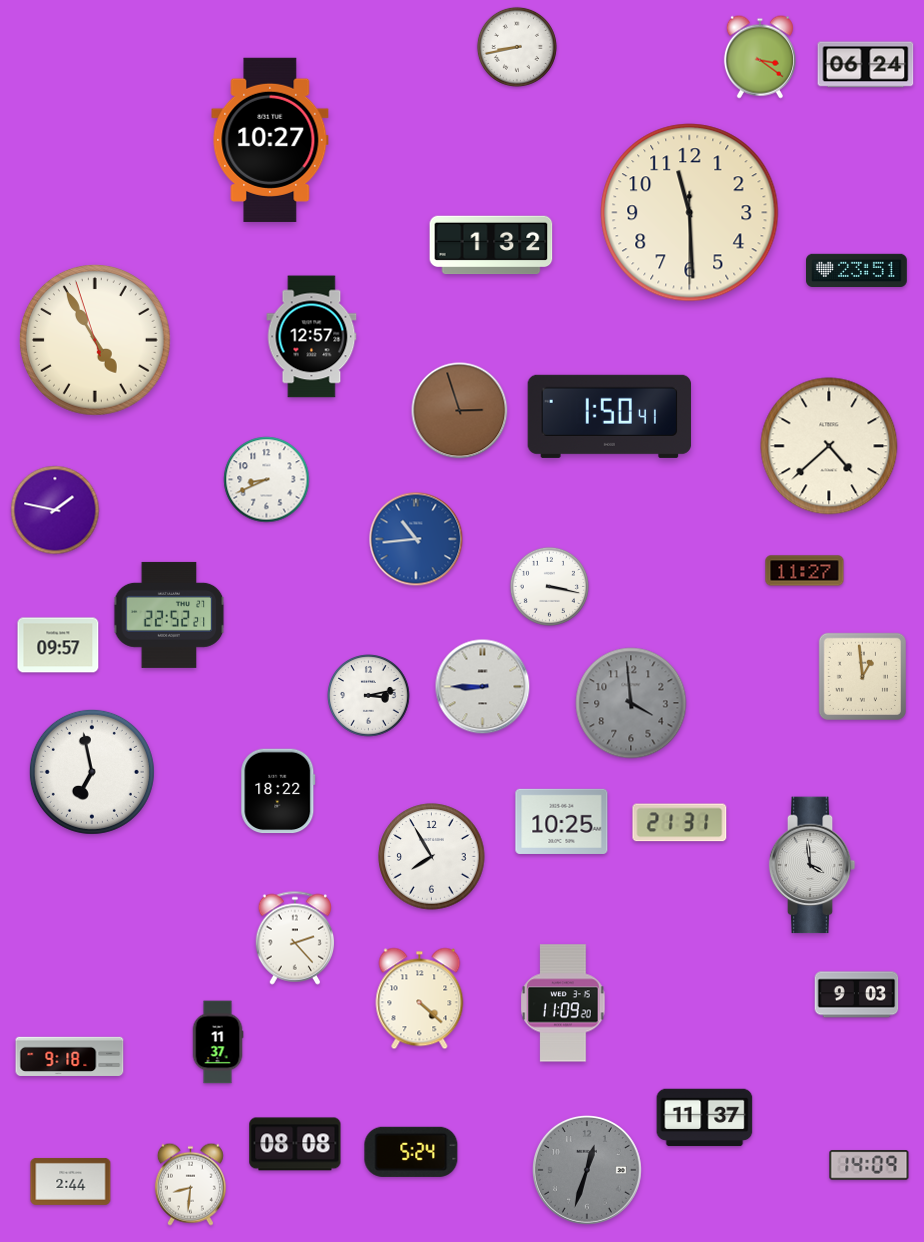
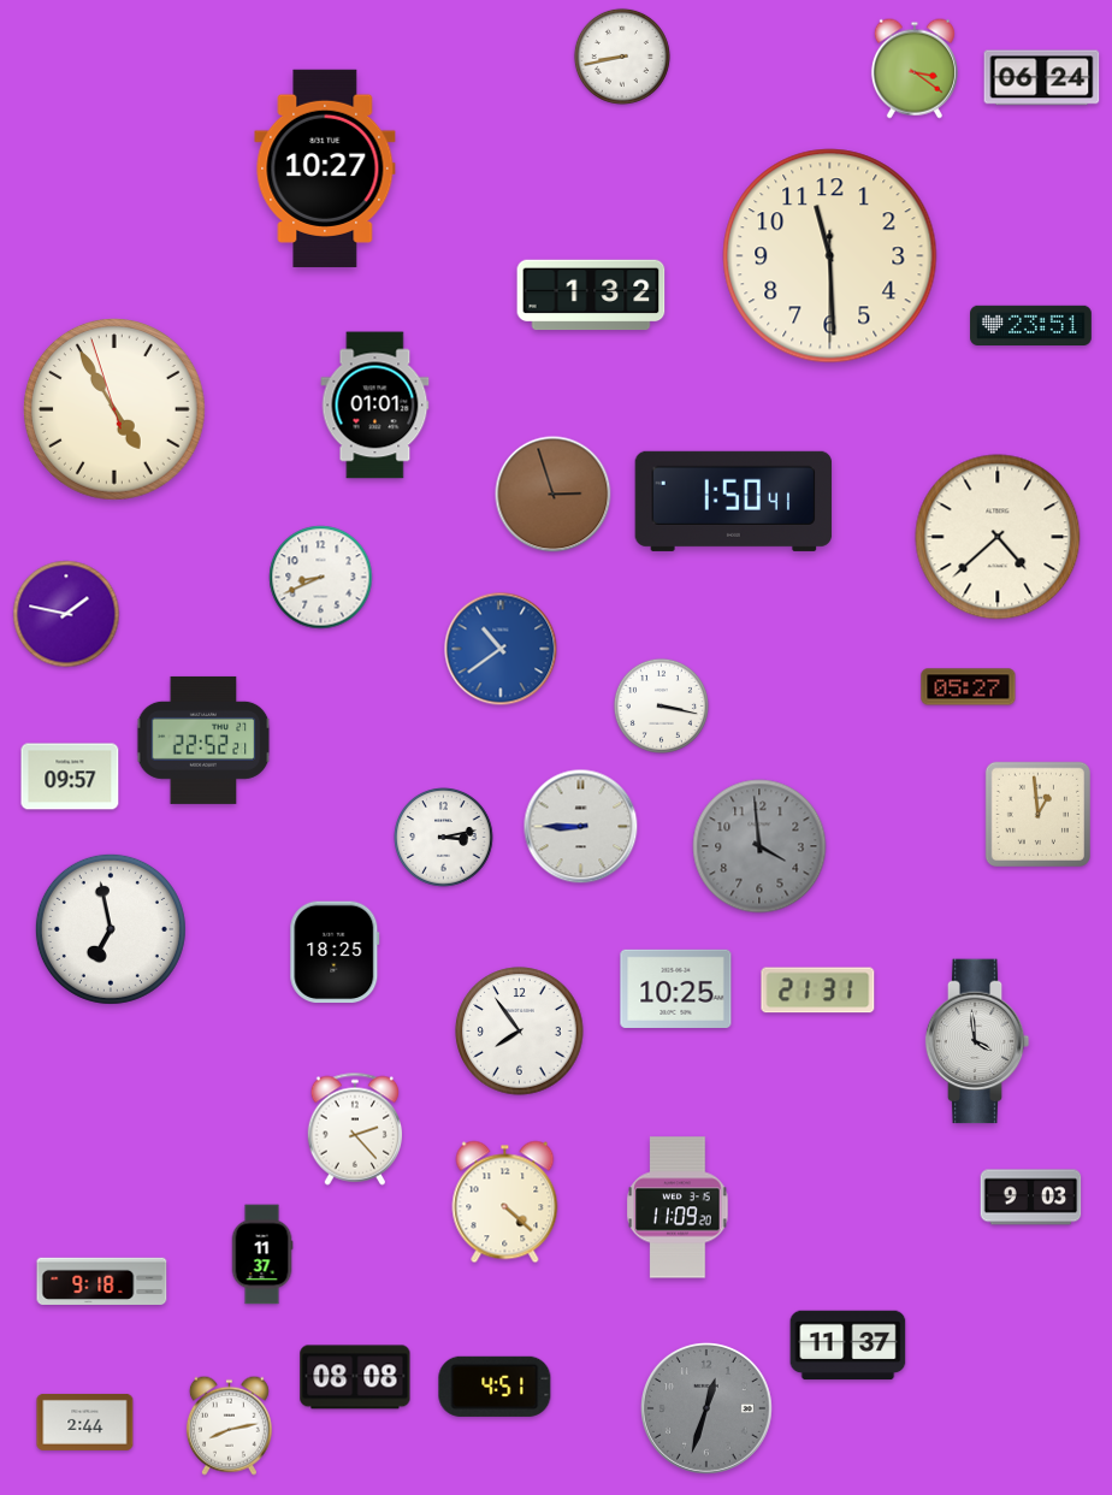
clock at (312, 337): 12:57 -> 01:01
clock at (416, 539): 10:44 -> 10:39
clock at (805, 571): 11:27 -> 05:27
clock at (278, 791): 18:22 -> 18:25
clock at (432, 857): 7:55 -> 7:54
clock at (70, 1056) position: (70, 1056) -> (102, 1281)
clock at (411, 1152): 5:24 -> 4:51
clock at (869, 1165): 14:09 -> none
clock at (190, 1184): 8:31 -> 8:13
